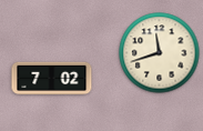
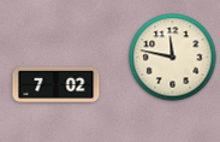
clock at (160, 53): 11:42 -> 11:47
